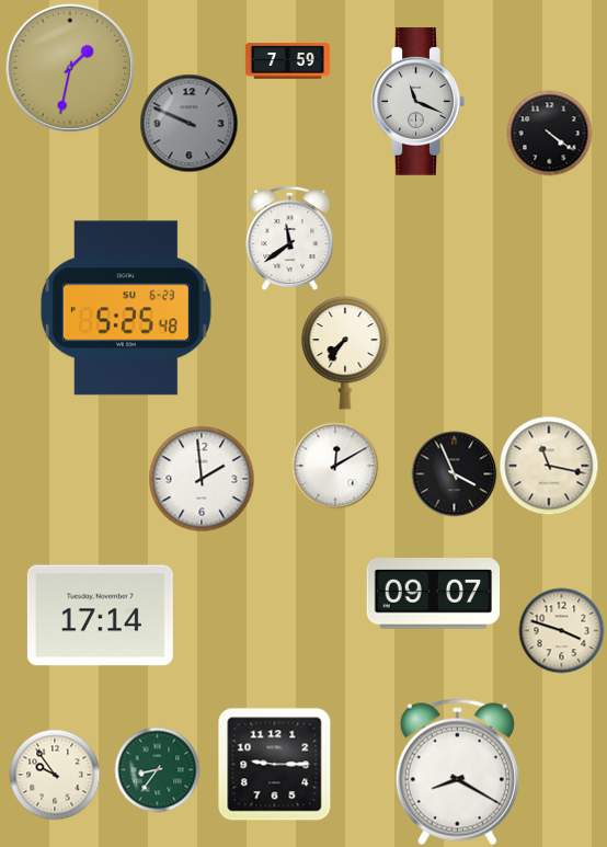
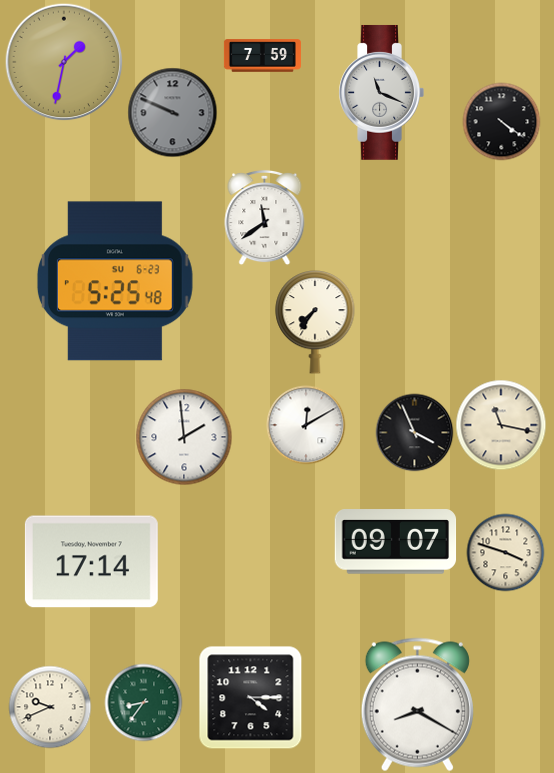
clock at (561, 630) position: (561, 630) -> (505, 552)
clock at (274, 764): 9:15 -> 4:15
clock at (55, 775): 9:54 -> 9:41
